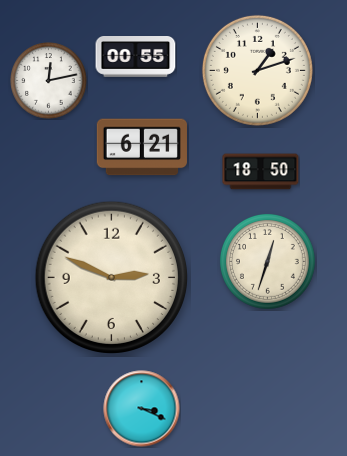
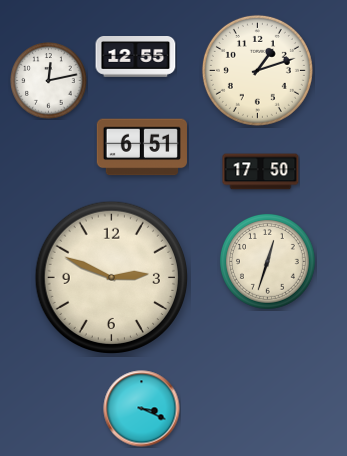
clock at (136, 57): 00:55 -> 12:55
clock at (142, 147): 6:21 -> 6:51
clock at (261, 172): 18:50 -> 17:50
